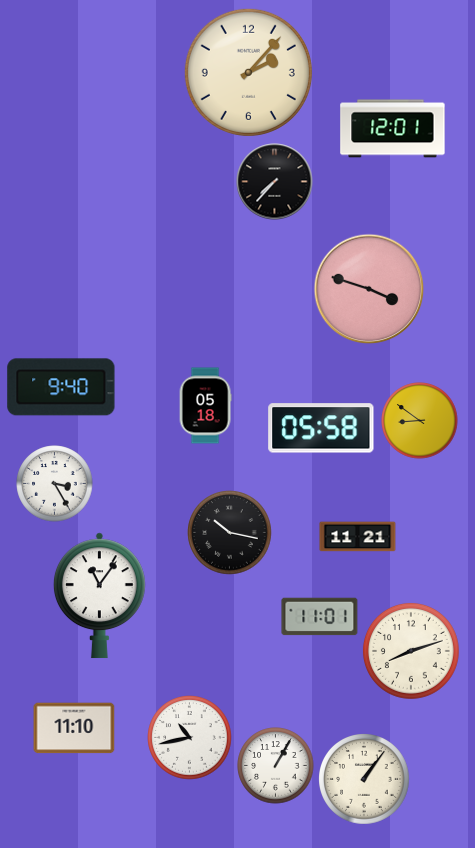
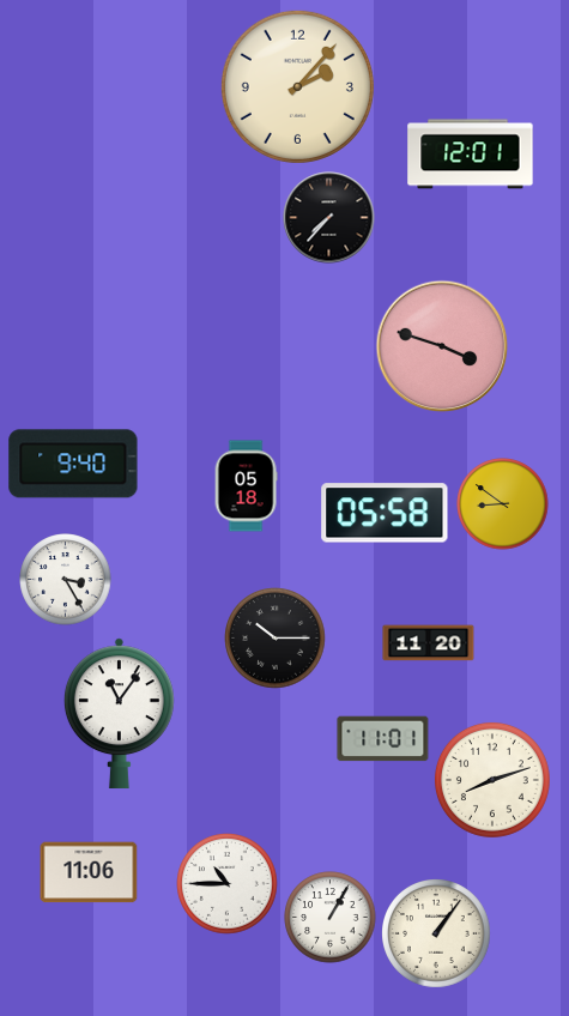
clock at (230, 533): 10:17 -> 10:15
clock at (358, 537): 11:21 -> 11:20
clock at (74, 728): 11:10 -> 11:06
clock at (190, 738): 10:43 -> 10:45
